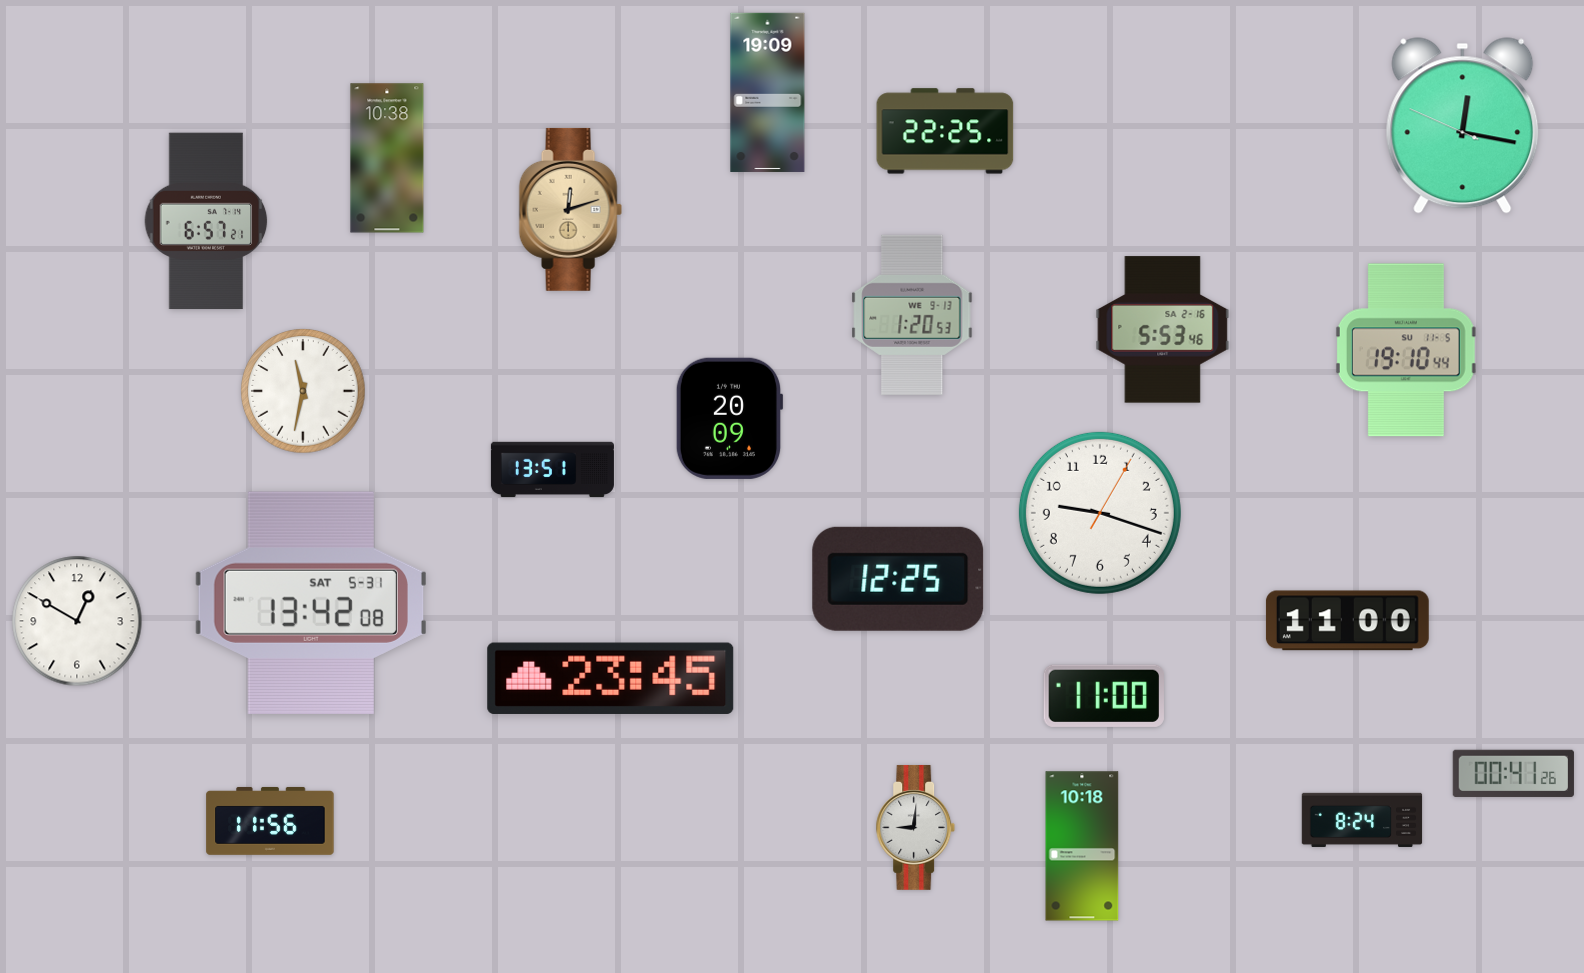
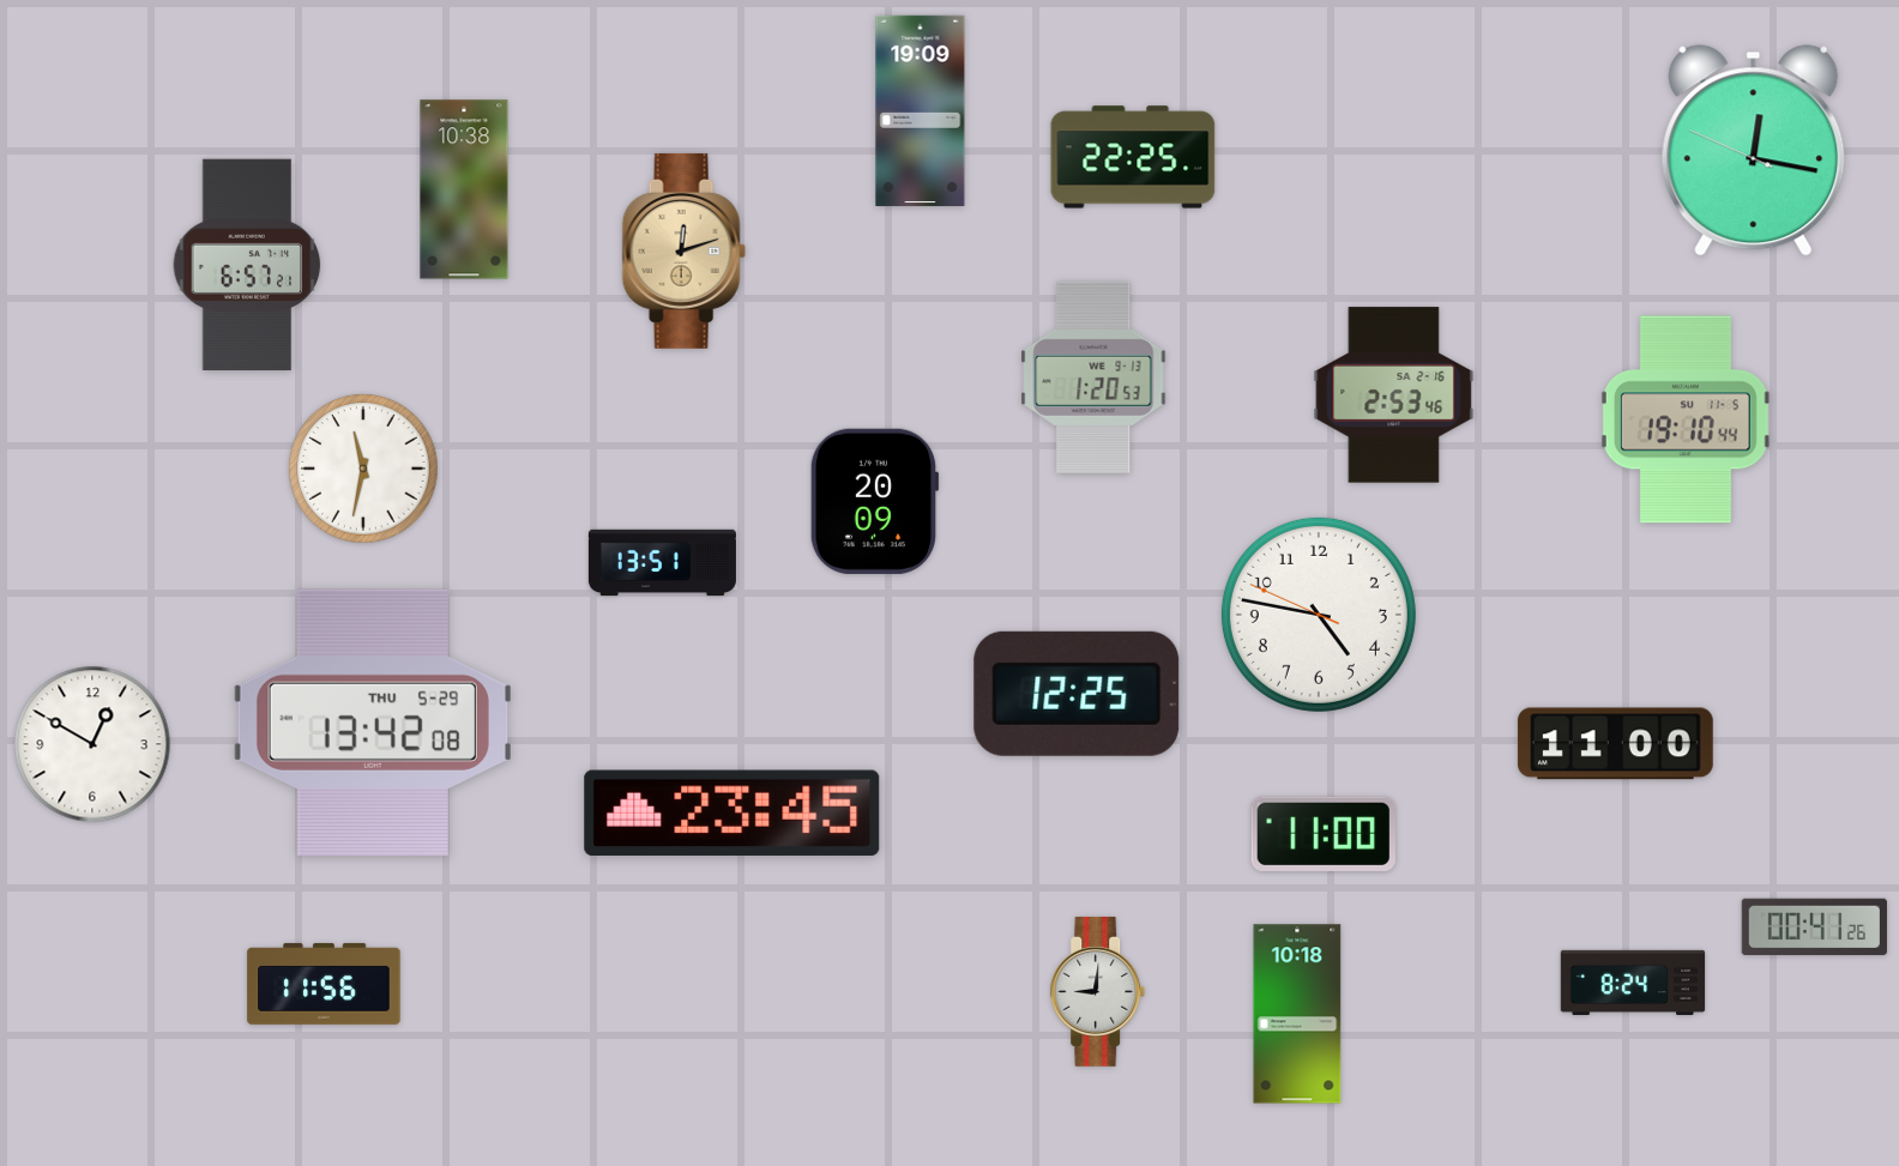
clock at (1163, 330): 5:53 -> 2:53
clock at (1100, 513): 9:18 -> 4:46
clock at (311, 602) date: SAT 5-31 -> THU 5-29
